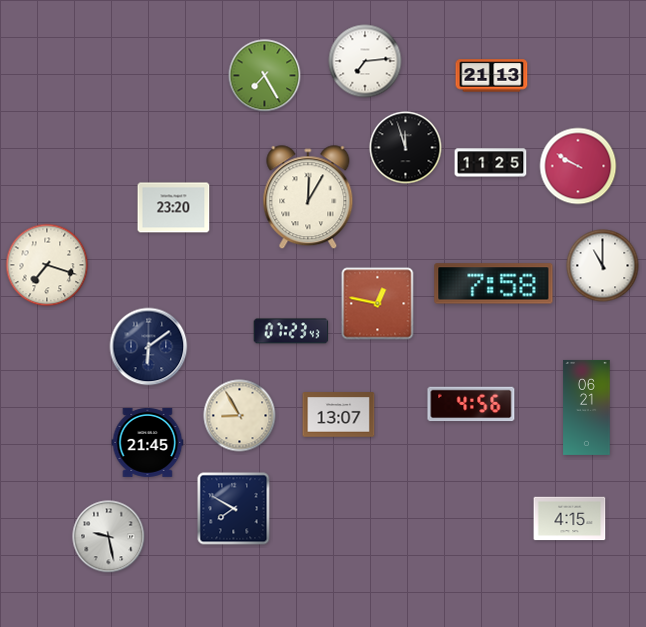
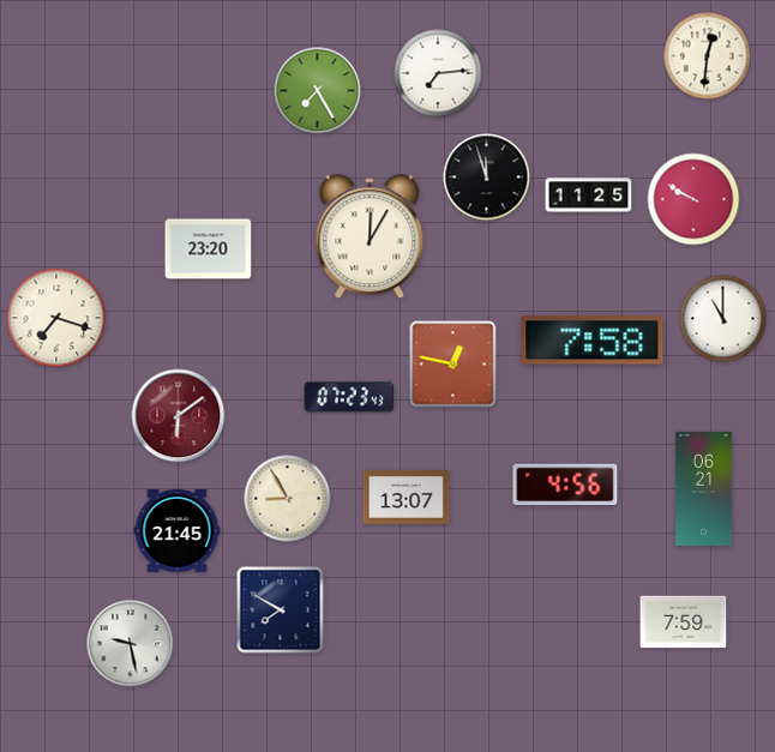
clock at (708, 56): none -> 12:31
clock at (492, 76): 21:13 -> none
clock at (149, 347) dial: navy -> burgundy
clock at (570, 519): 4:15 -> 7:59
